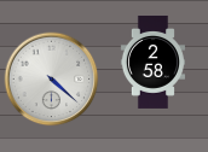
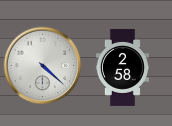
clock at (152, 62) position: (152, 62) -> (122, 67)
